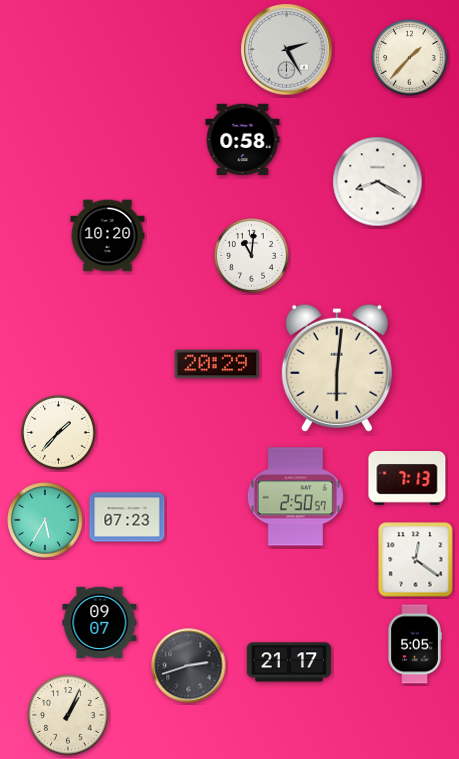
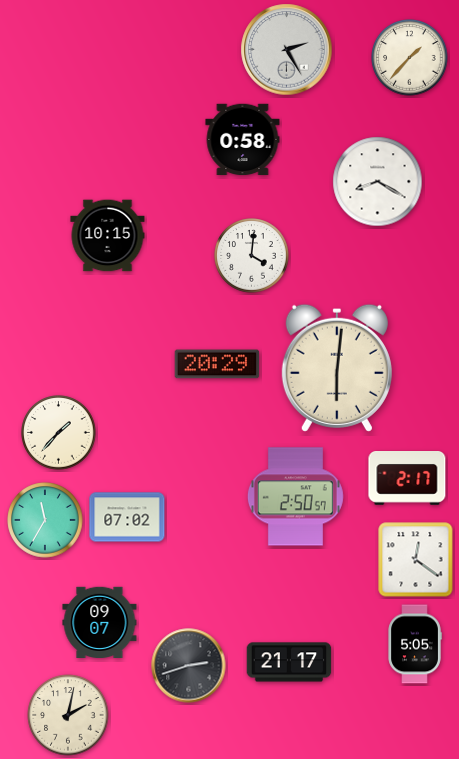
clock at (108, 236): 10:20 -> 10:15
clock at (252, 256): 11:01 -> 4:01
clock at (407, 478): 7:13 -> 2:17
clock at (127, 517): 07:23 -> 07:02
clock at (45, 520): 5:35 -> 11:35
clock at (68, 715): 1:04 -> 2:02
